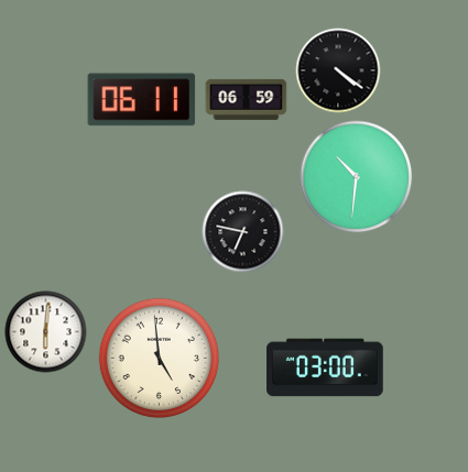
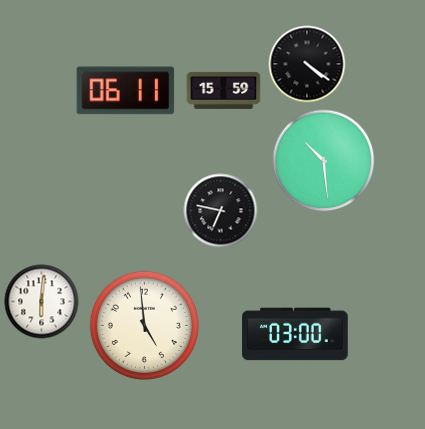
clock at (247, 99): 06:59 -> 15:59
clock at (142, 100) position: (142, 100) -> (126, 91)
clock at (357, 177): 10:31 -> 10:29
